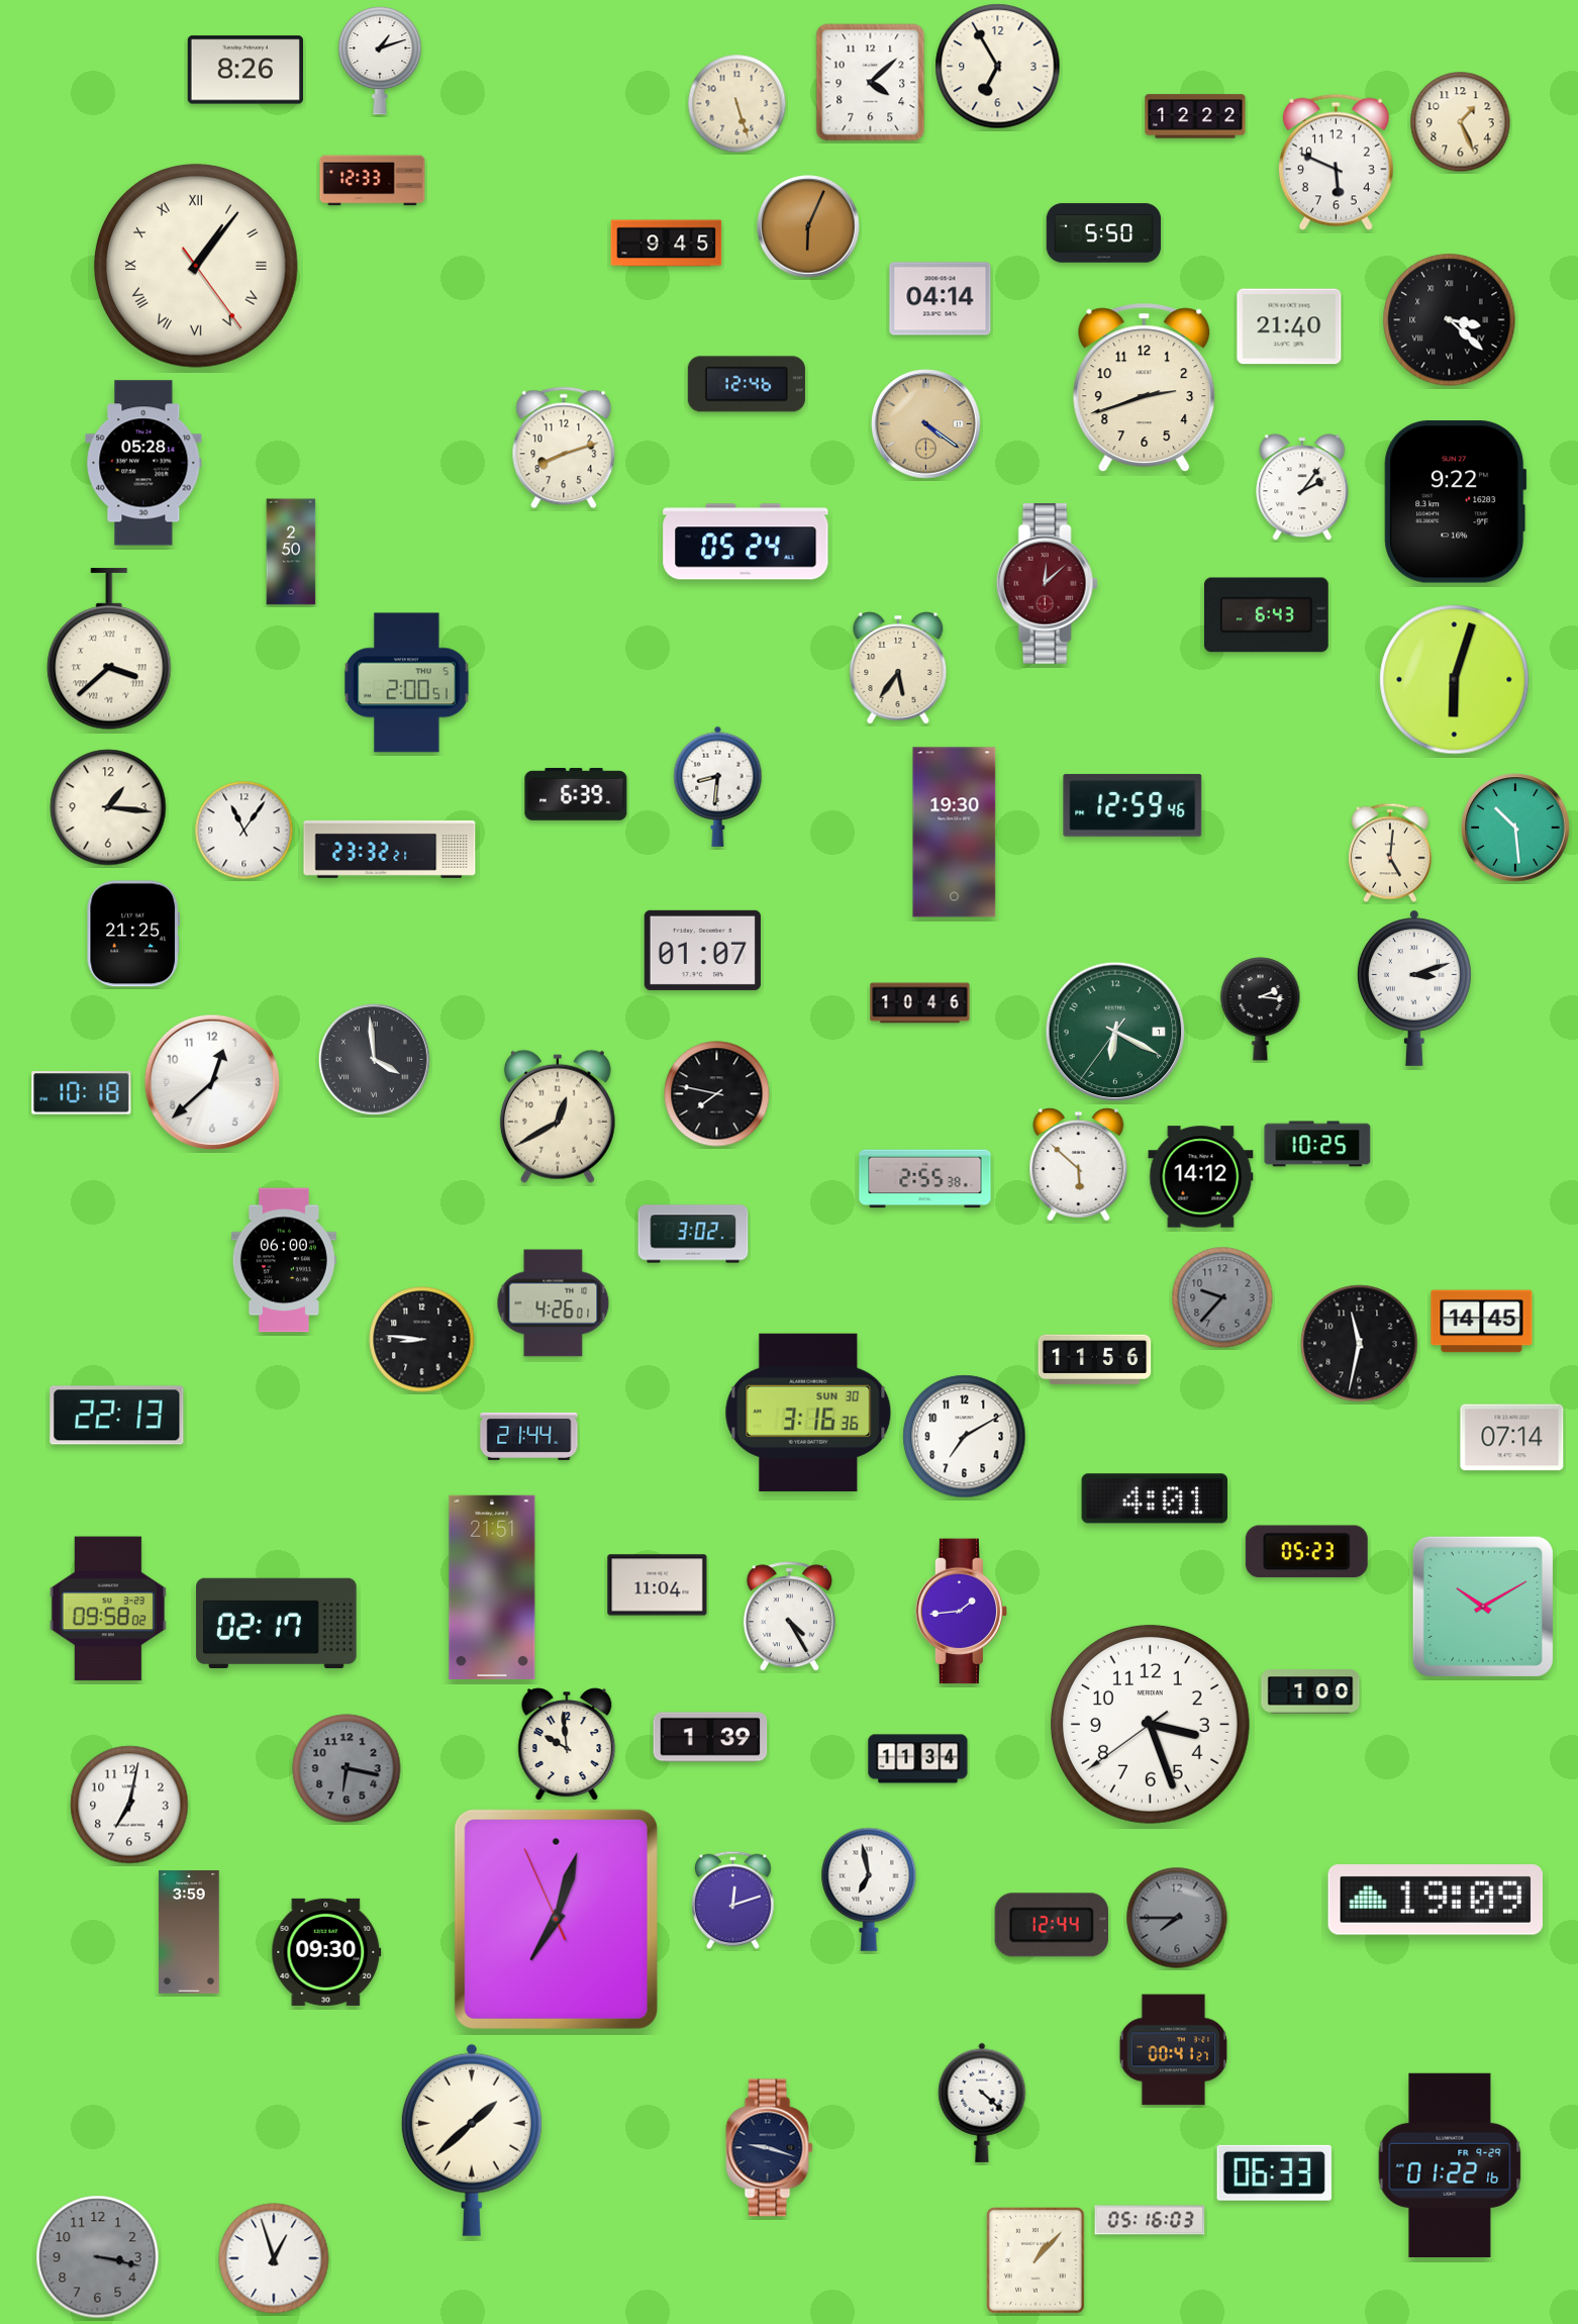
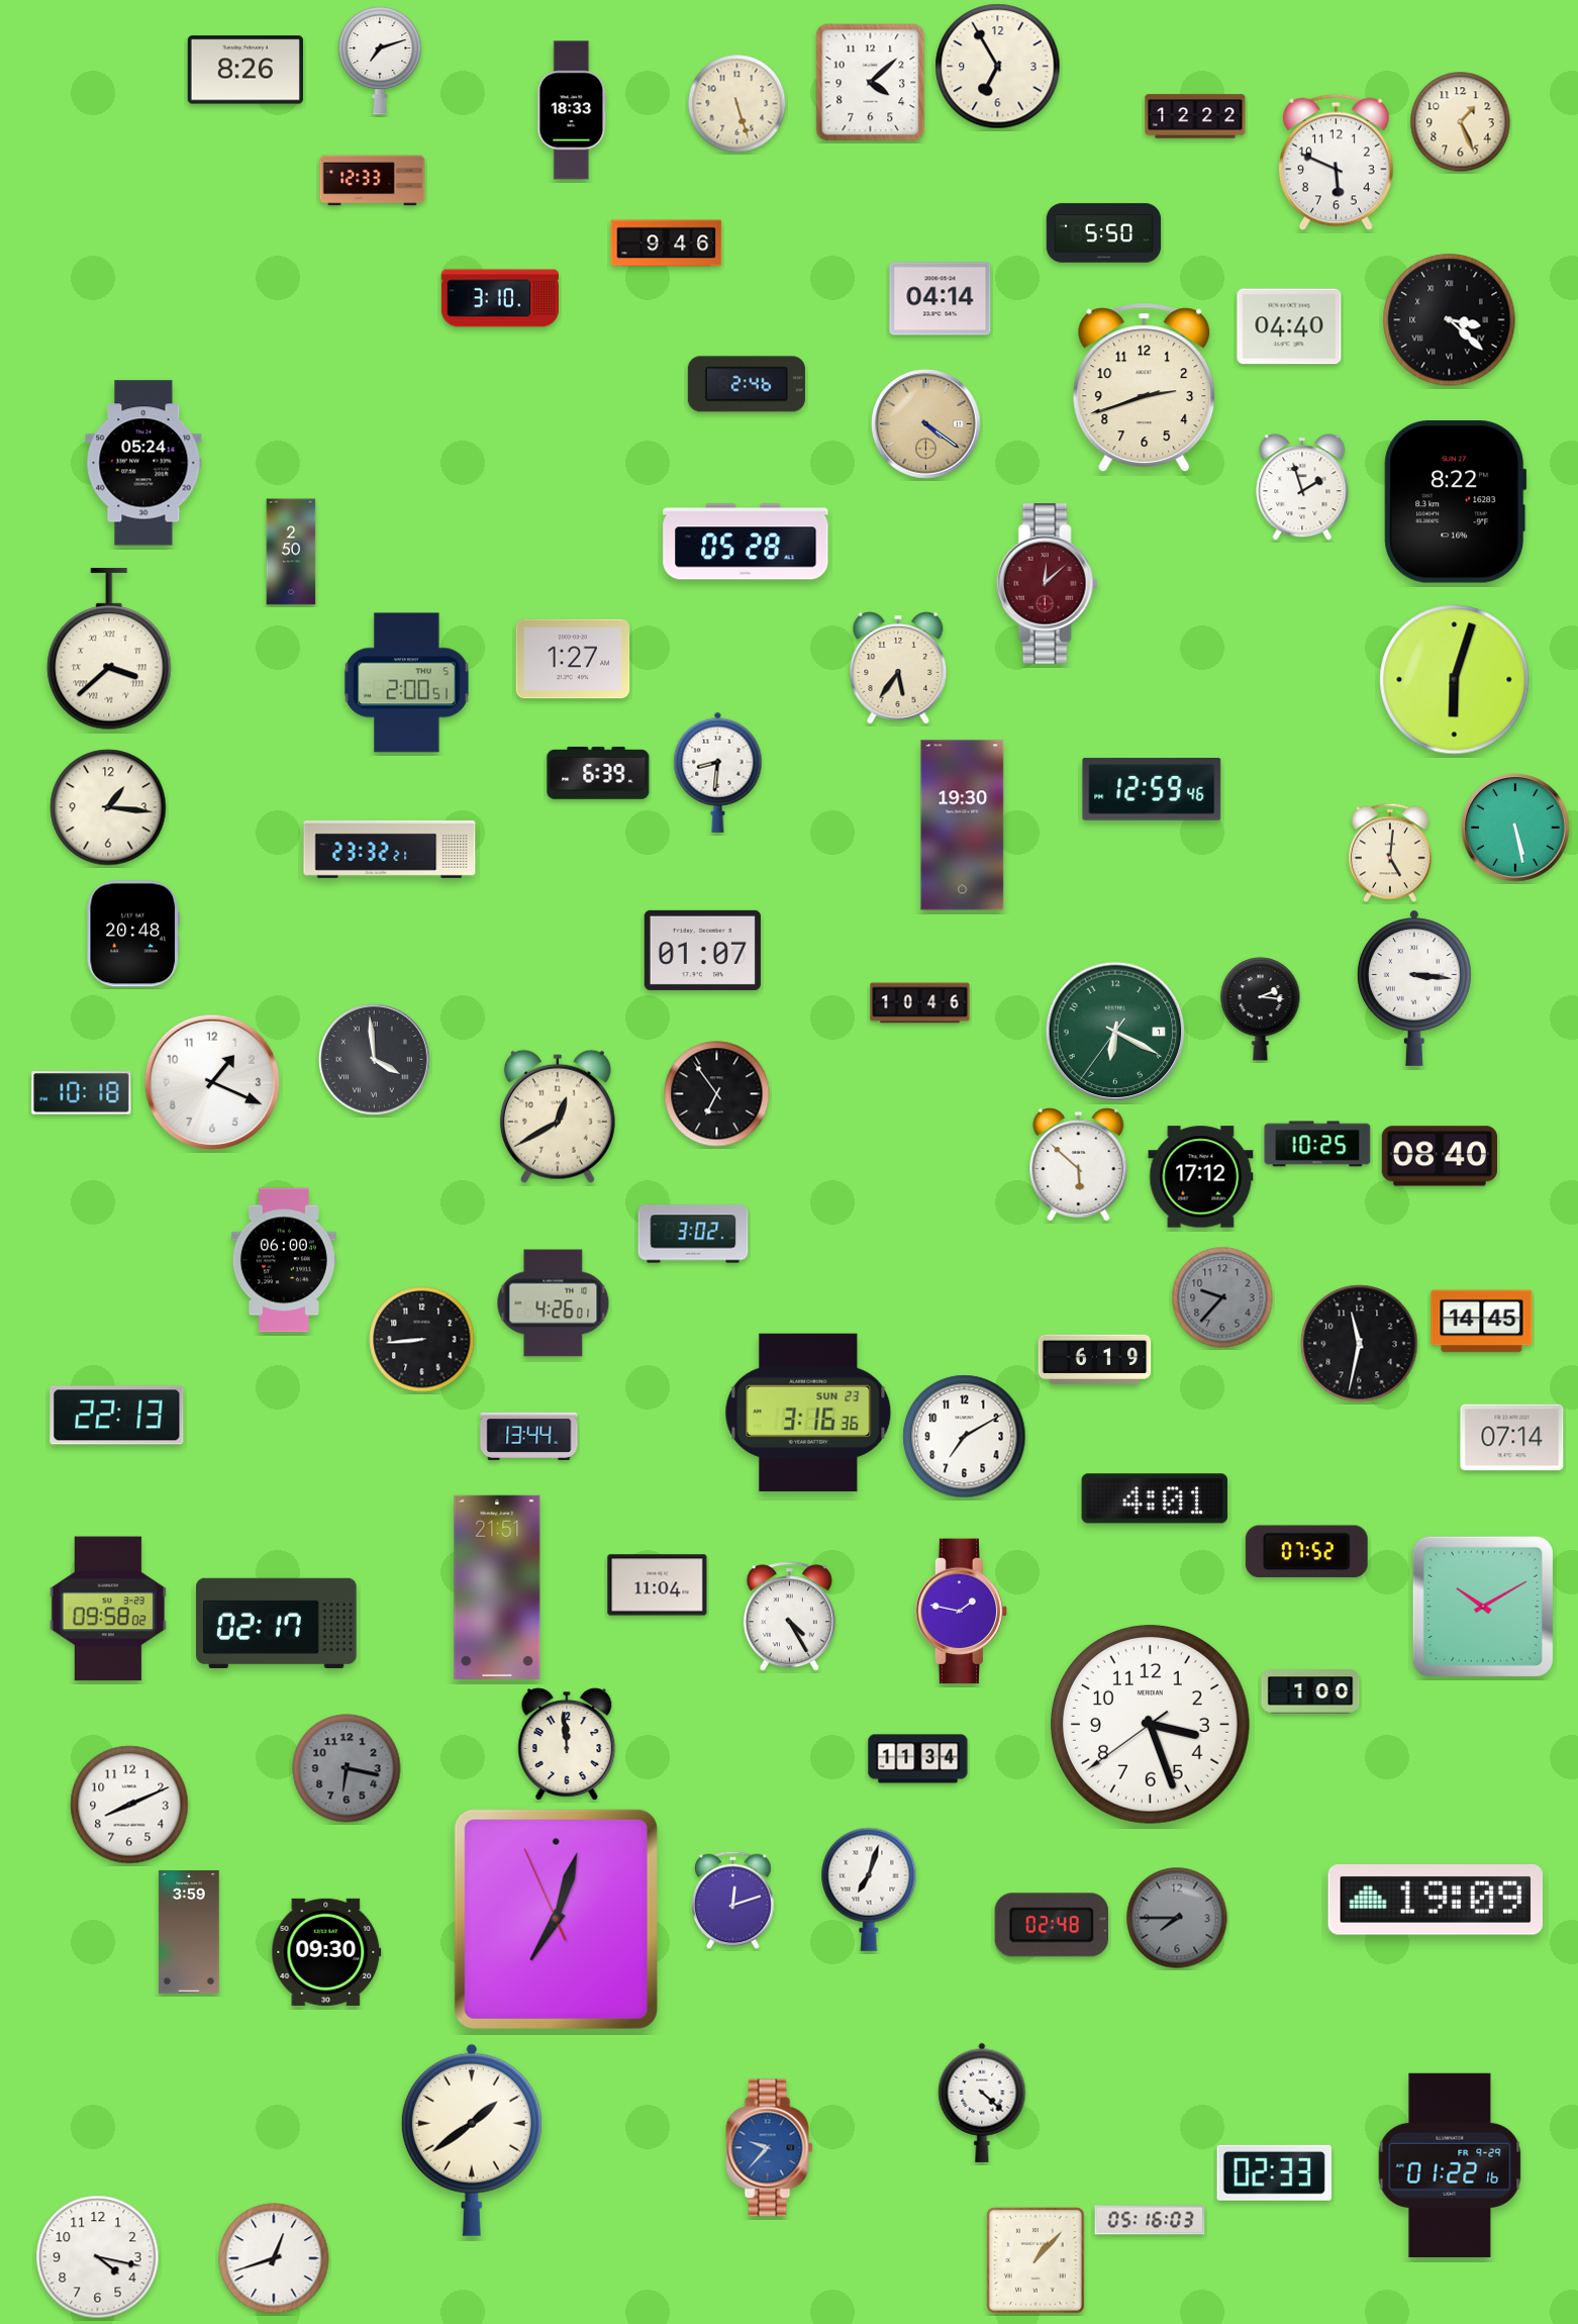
clock at (380, 61): 1:12 -> 7:12
clock at (572, 110): none -> 18:33
clock at (808, 226): 6:04 -> none
clock at (667, 244): 9:45 -> 9:46
clock at (196, 266): 1:06 -> none
clock at (500, 298): none -> 3:10
clock at (1289, 326): 21:40 -> 04:40
clock at (747, 384): 12:46 -> 2:46
clock at (564, 448): 8:12 -> none
clock at (143, 463): 05:28 -> 05:24
clock at (1302, 487): 2:06 -> 1:57
clock at (1456, 502): 9:22 -> 8:22
clock at (746, 542): 05:24 -> 05:28
clock at (1267, 615): 6:43 -> none
clock at (573, 659): none -> 1:27
clock at (718, 786) position: (718, 786) -> (718, 772)
clock at (576, 794) position: (576, 794) -> (598, 773)
clock at (1132, 805) position: (1132, 805) -> (1152, 789)
clock at (1515, 828): 10:29 -> 5:28
clock at (244, 831): 11:06 -> none
clock at (955, 833) position: (955, 833) -> (963, 826)
clock at (132, 934): 21:25 -> 20:48
clock at (1414, 988): 3:12 -> 3:16
clock at (212, 1082): 12:38 -> 1:19
clock at (717, 1094): 7:47 -> 6:54
clock at (1439, 1156): none -> 08:40
clock at (1201, 1177): 14:12 -> 17:12
clock at (925, 1179): 2:55 -> none
clock at (422, 1340): 8:46 -> 8:44
clock at (1095, 1360): 11:56 -> 6:19
clock at (808, 1413) date: SUN 30 -> SUN 23
clock at (529, 1436): 21:44 -> 13:44
clock at (1306, 1552): 05:23 -> 07:52
clock at (492, 1587) position: (492, 1587) -> (497, 1587)
clock at (962, 1612): 1:44 -> 1:47
clock at (710, 1737): 1:39 -> none
clock at (567, 1744): 9:59 -> 11:59
clock at (129, 1805): 7:02 -> 8:11
clock at (869, 1890): 6:58 -> 7:03
clock at (1052, 1925): 12:44 -> 02:48
clock at (1174, 2050): 00:41 -> none
clock at (472, 2140): 1:38 -> 1:39
clock at (770, 2148): 9:18 -> 9:37
clock at (770, 2148) dial: navy -> blue
clock at (1274, 2172): 06:33 -> 02:33
clock at (98, 2257): 3:17 -> 4:17
clock at (98, 2257) dial: grey -> white
clock at (274, 2258): 12:57 -> 12:42
